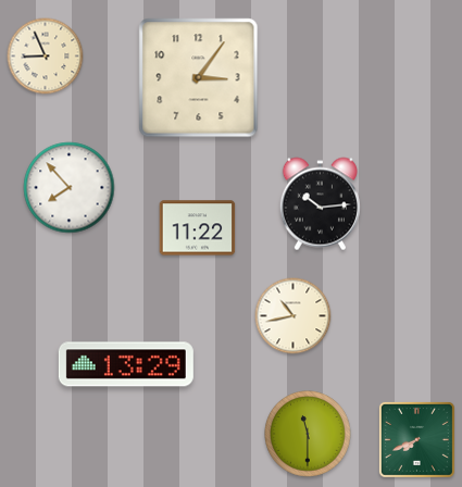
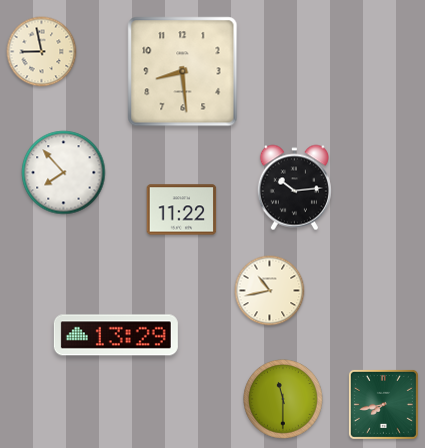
clock at (46, 57): 8:56 -> 8:58
clock at (199, 78): 3:06 -> 8:29
clock at (416, 439): 7:41 -> 7:43
